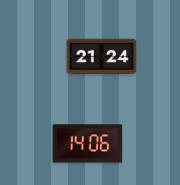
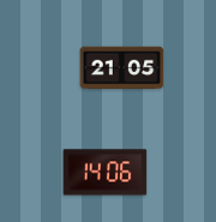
clock at (102, 57): 21:24 -> 21:05
